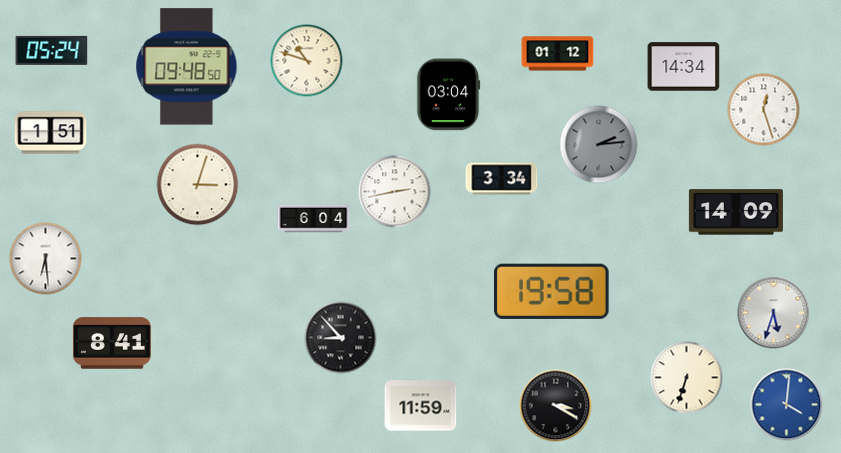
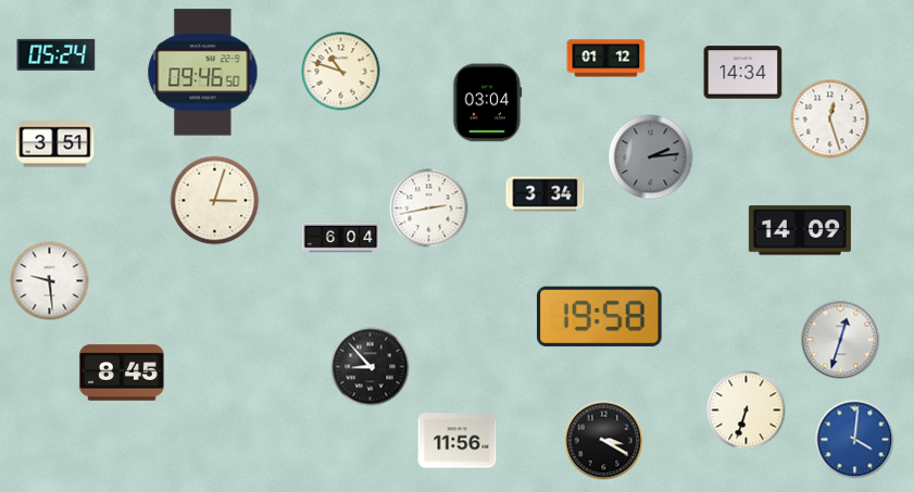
clock at (307, 61) position: (307, 61) -> (341, 72)
clock at (187, 67): 09:48 -> 09:46
clock at (51, 133): 1:51 -> 3:51
clock at (46, 259): 6:29 -> 9:29
clock at (774, 313): 5:33 -> 12:33
clock at (112, 343): 8:41 -> 8:45
clock at (421, 406): 11:59 -> 11:56
